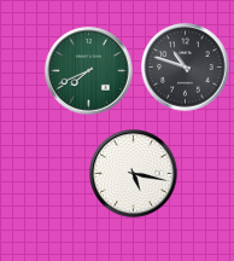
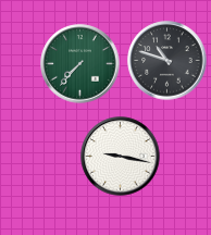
clock at (89, 71): 7:41 -> 7:37
clock at (134, 174): 5:17 -> 9:17
